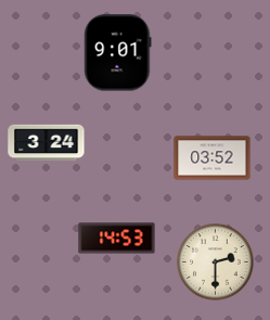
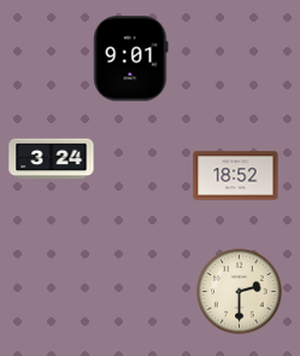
clock at (213, 158): 03:52 -> 18:52
clock at (117, 239): 14:53 -> none
